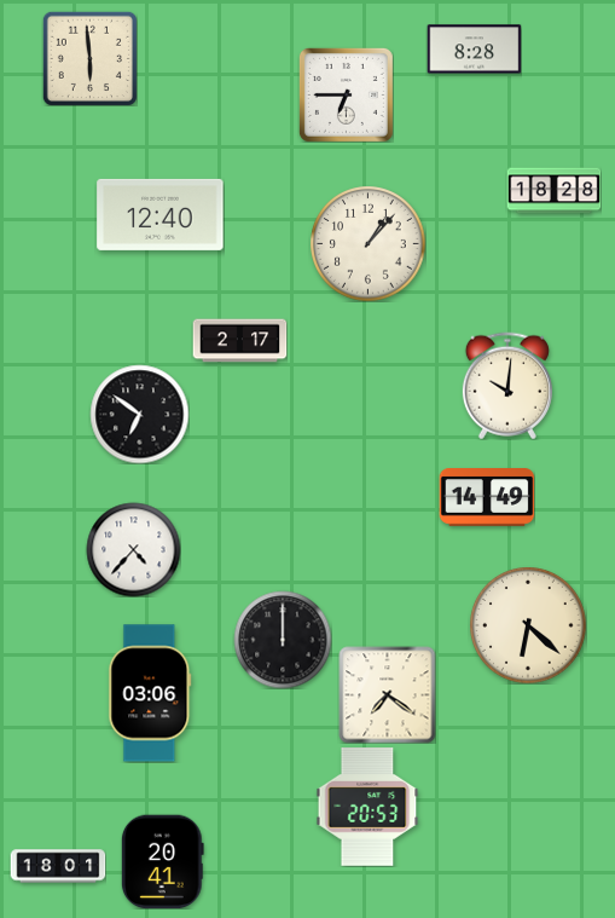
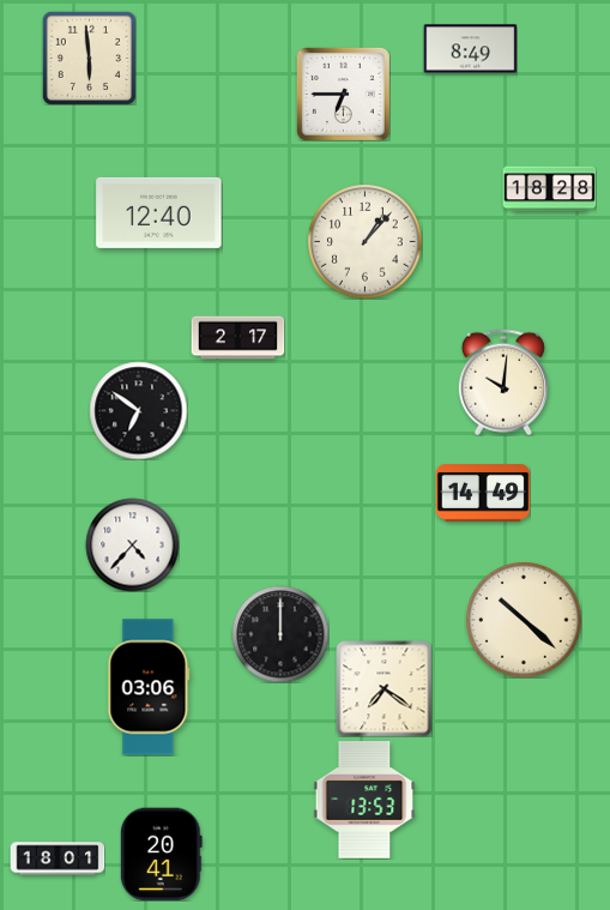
clock at (474, 50): 8:28 -> 8:49
clock at (528, 625): 6:22 -> 10:22
clock at (367, 808): 20:53 -> 13:53
